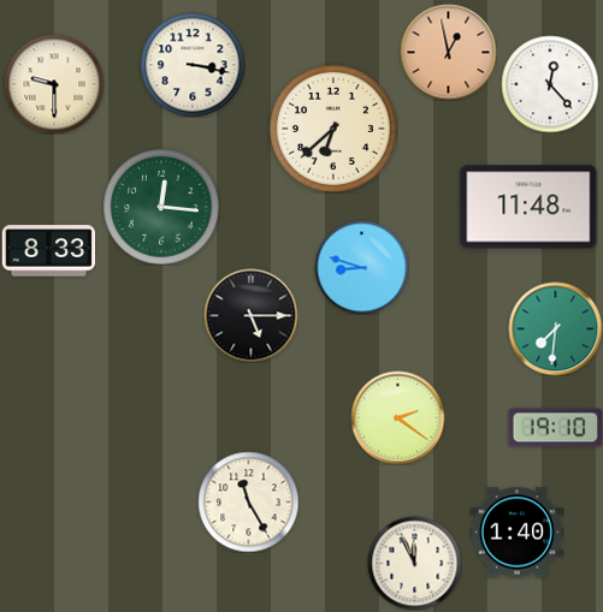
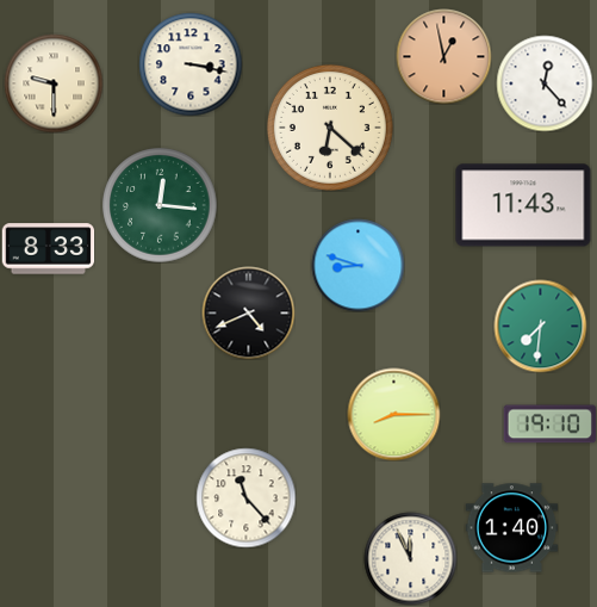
clock at (448, 52) position: (448, 52) -> (443, 56)
clock at (333, 129): 6:38 -> 6:22
clock at (528, 207): 11:48 -> 11:43
clock at (250, 315): 5:15 -> 4:41
clock at (555, 328) position: (555, 328) -> (540, 326)
clock at (397, 417): 2:21 -> 8:15
clock at (248, 501): 11:25 -> 11:23
